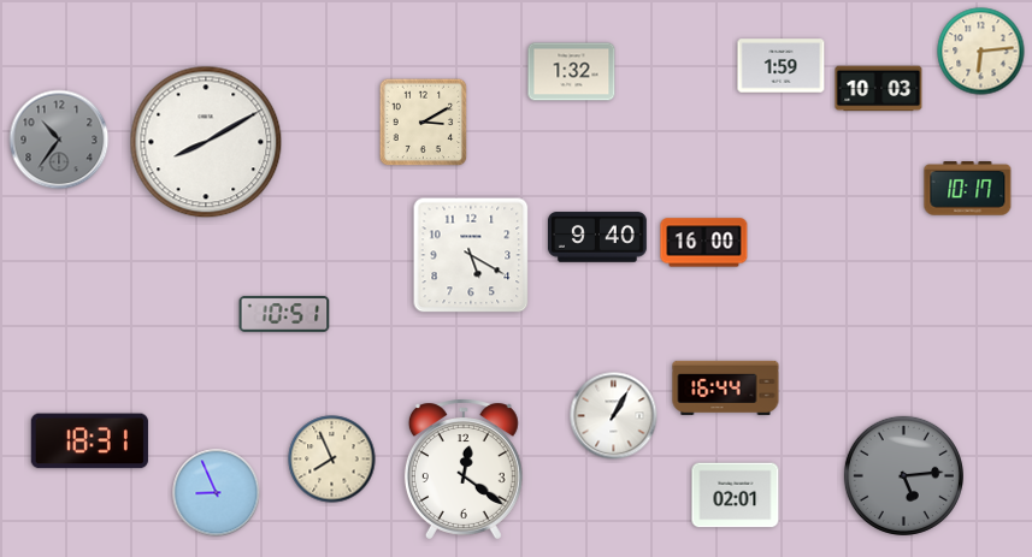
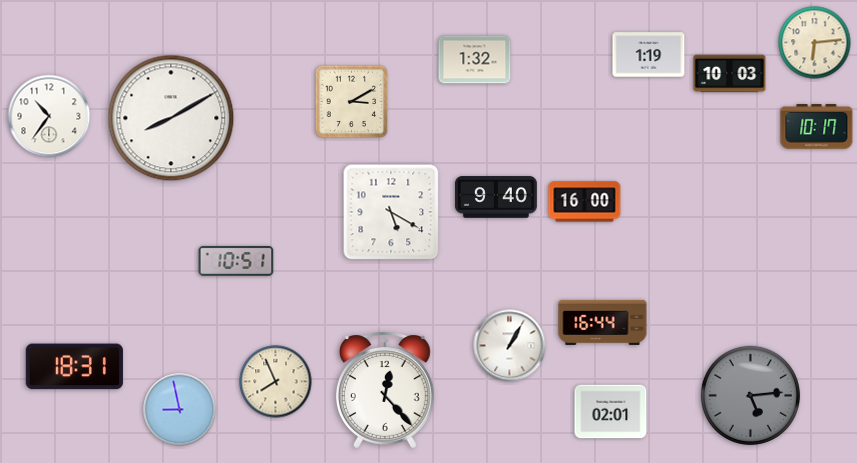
clock at (782, 66): 1:59 -> 1:19
clock at (59, 140) dial: grey -> white
clock at (968, 189) position: (968, 189) -> (817, 127)
clock at (464, 469): 12:21 -> 12:23
clock at (217, 493): 8:56 -> 8:58
